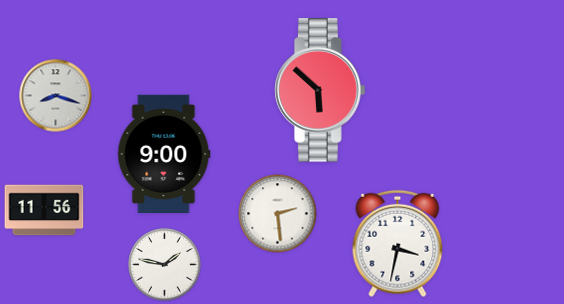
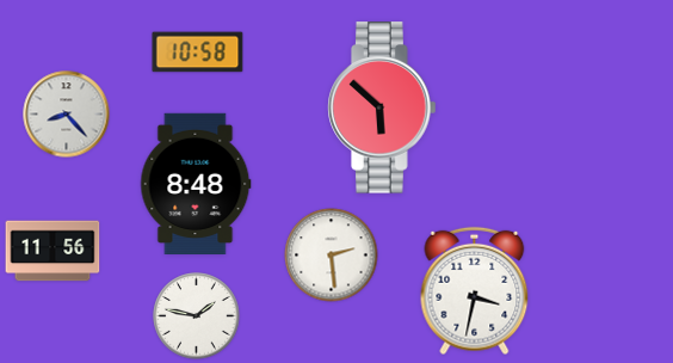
clock at (198, 53): none -> 10:58
clock at (56, 96): 8:18 -> 8:23
clock at (164, 154): 9:00 -> 8:48
